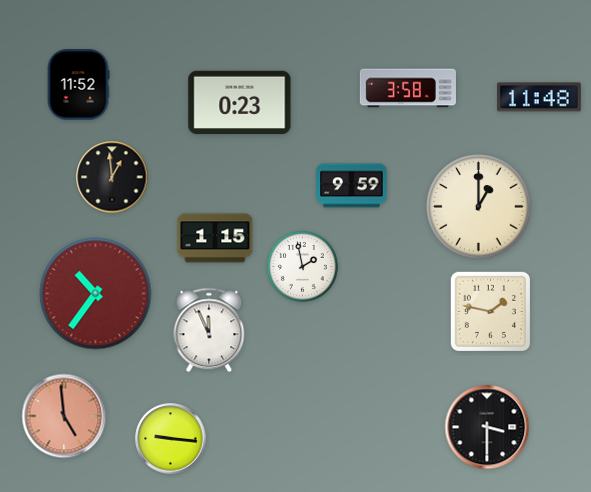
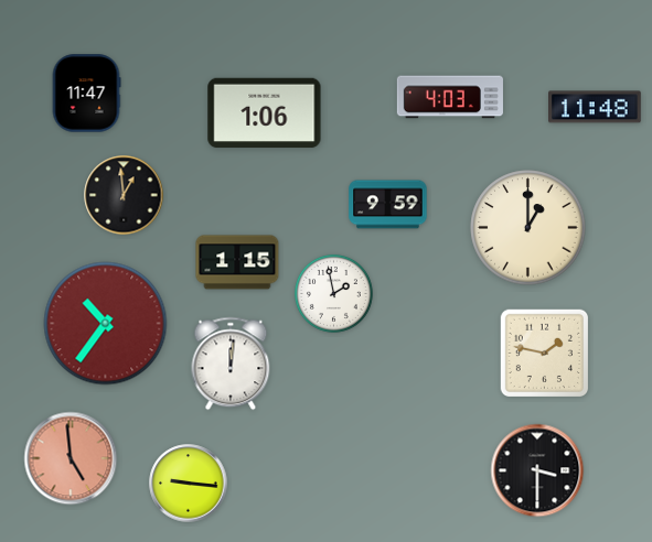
clock at (78, 85): 11:52 -> 11:47
clock at (408, 88): 3:58 -> 4:03
clock at (240, 103): 0:23 -> 1:06
clock at (490, 311) position: (490, 311) -> (544, 353)
clock at (209, 330): 11:56 -> 12:01
